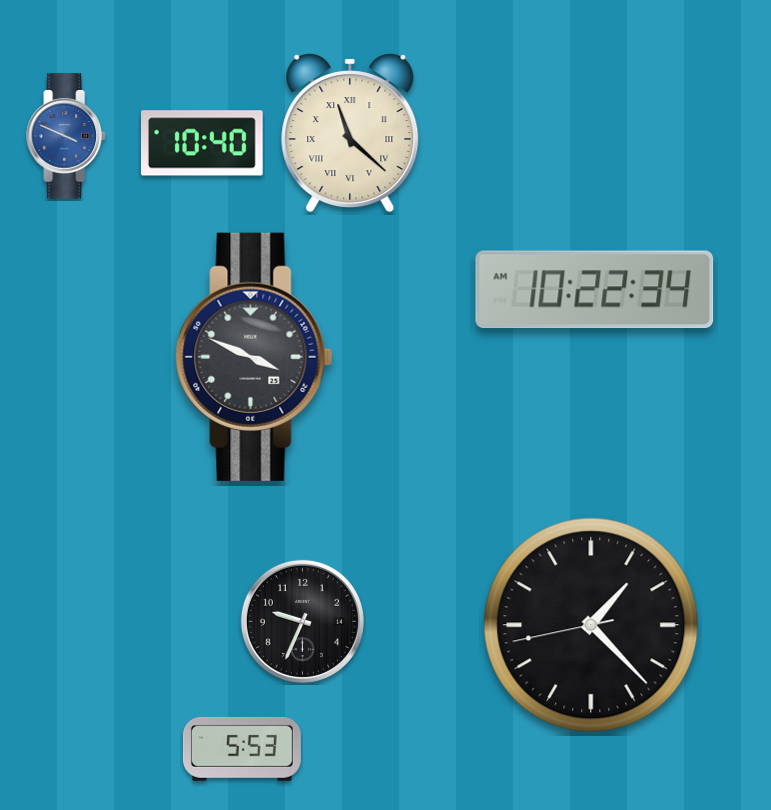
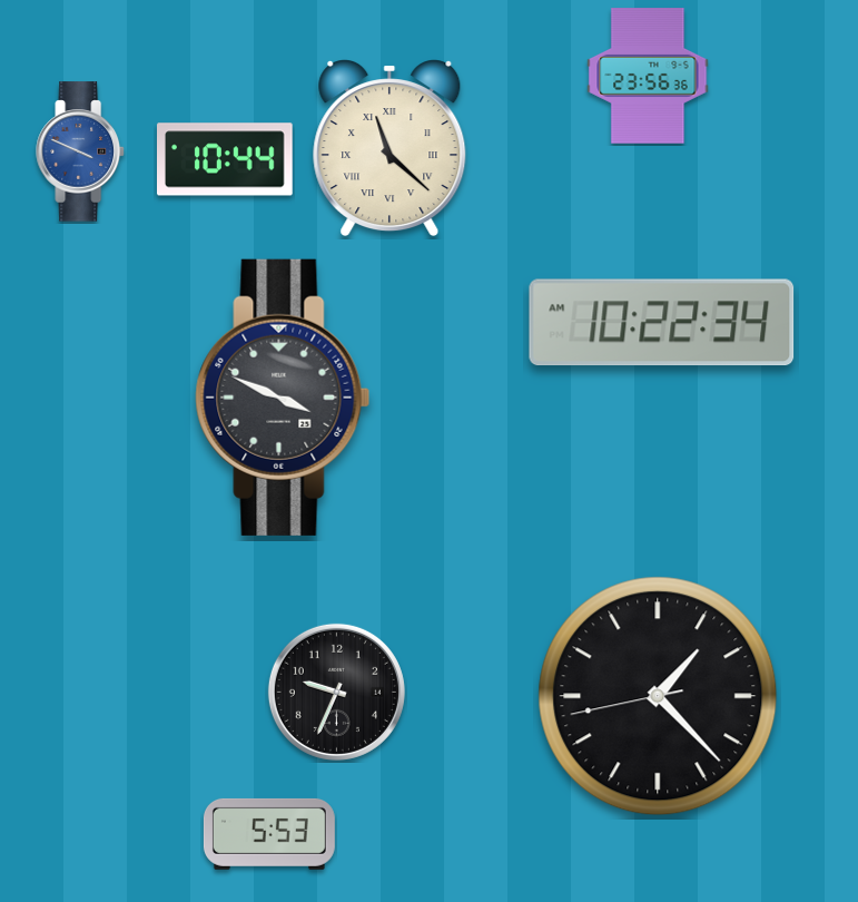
clock at (648, 76): none -> 23:56
clock at (66, 136) position: (66, 136) -> (80, 151)
clock at (203, 143): 10:40 -> 10:44
